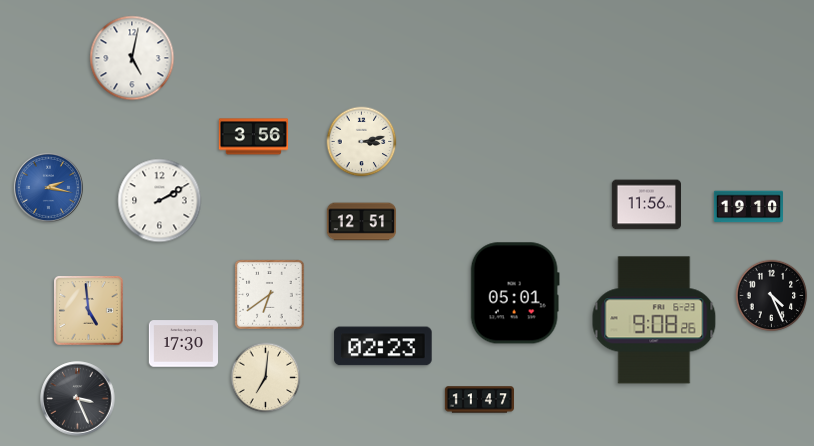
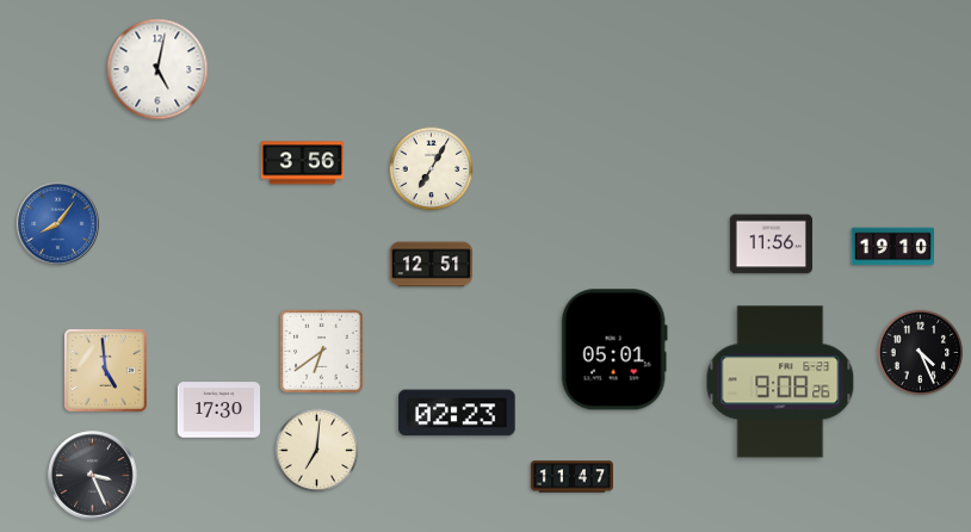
clock at (362, 142): 3:13 -> 7:05
clock at (48, 187): 2:17 -> 8:06
clock at (160, 201): 2:10 -> none
